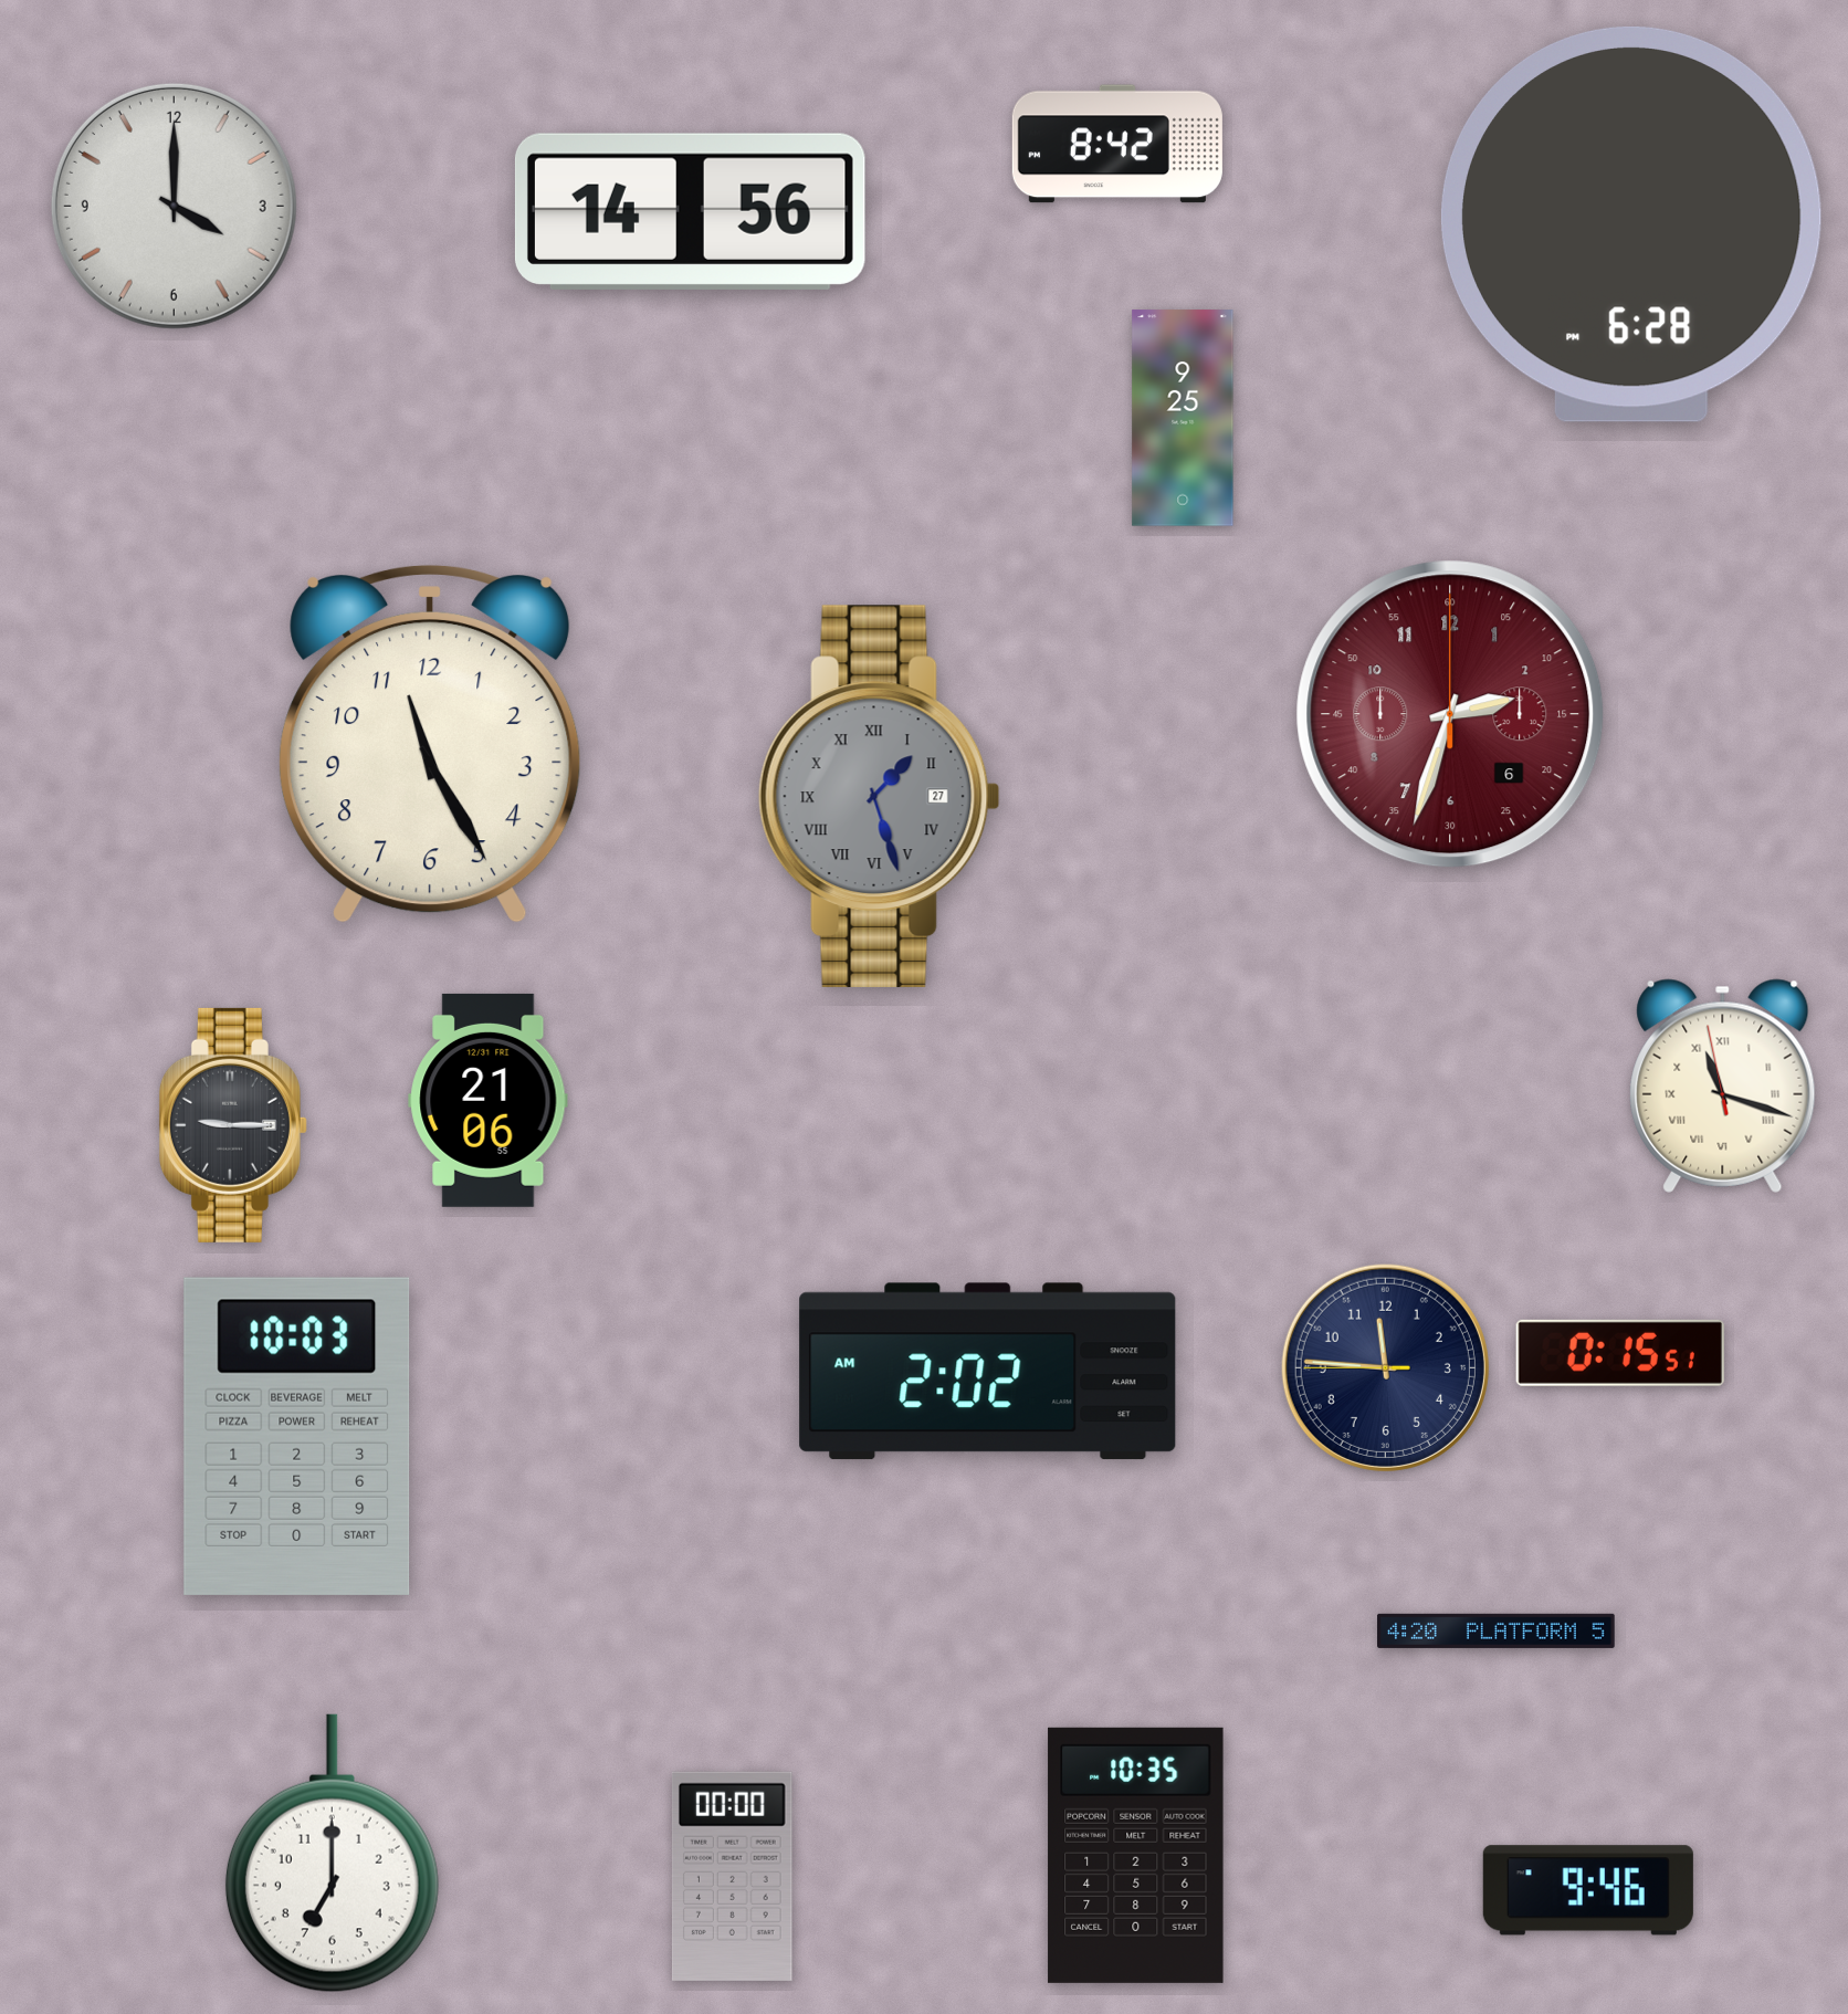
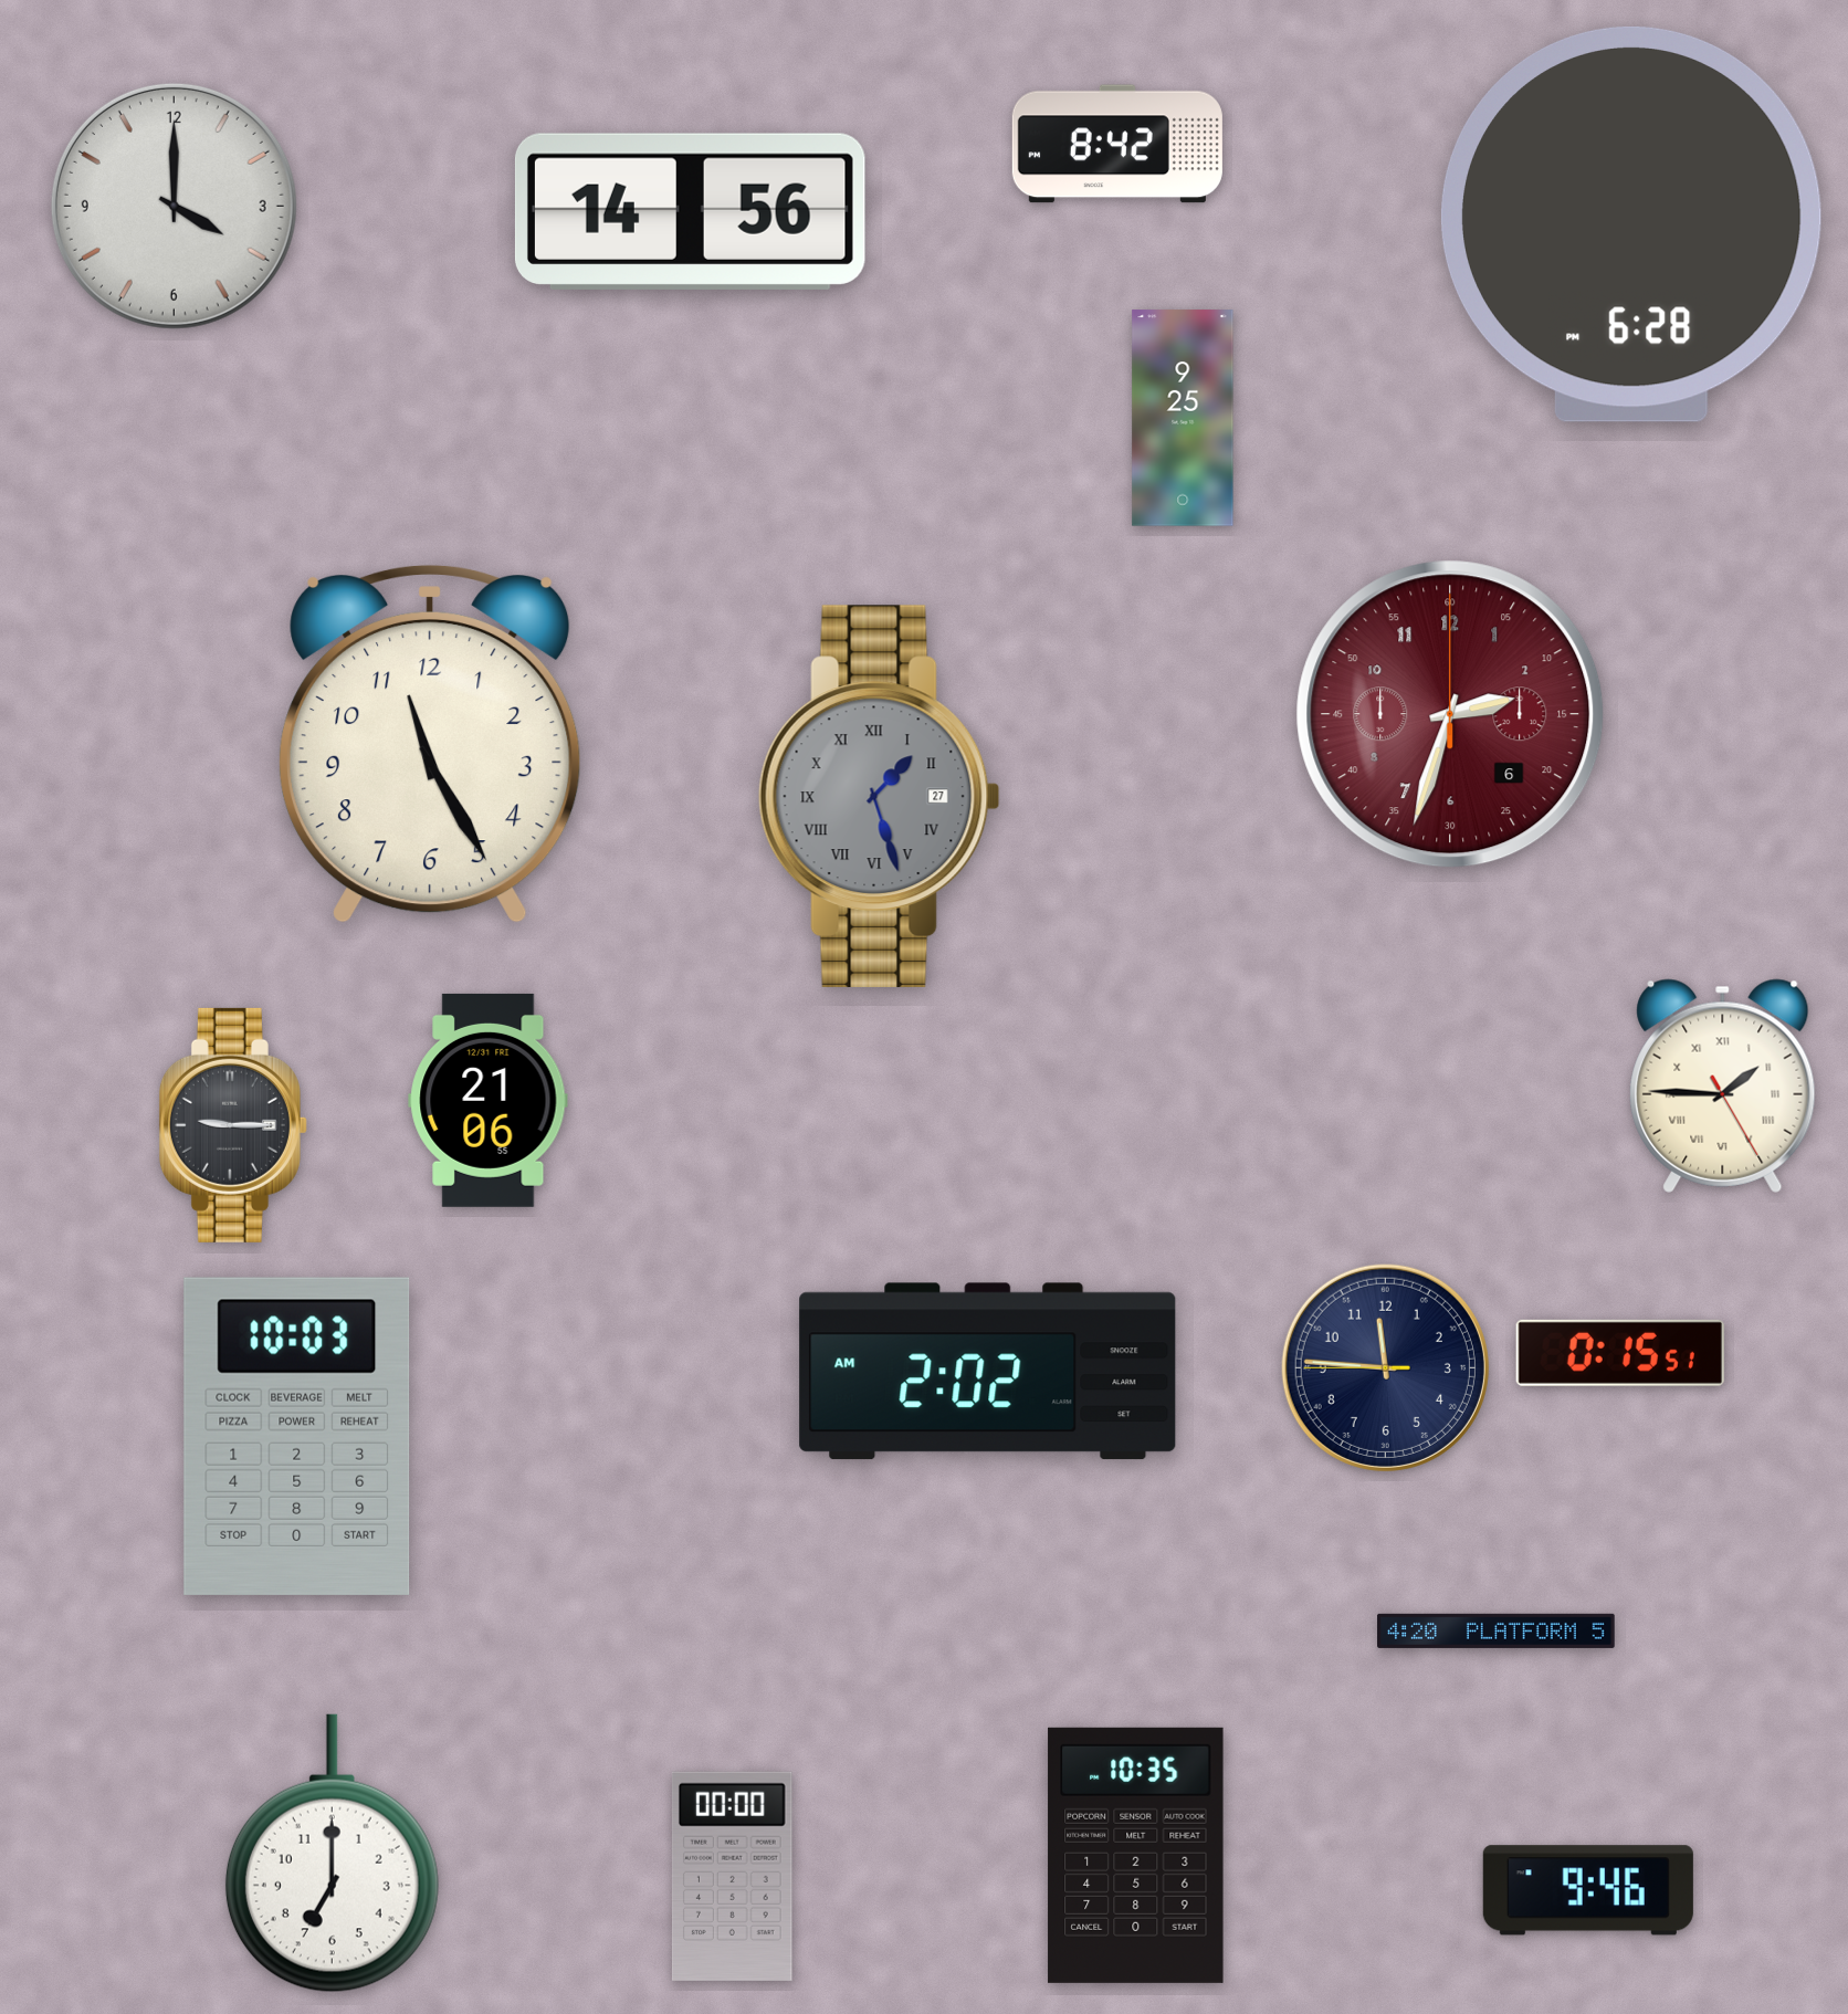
clock at (1723, 1085): 11:17 -> 1:45
